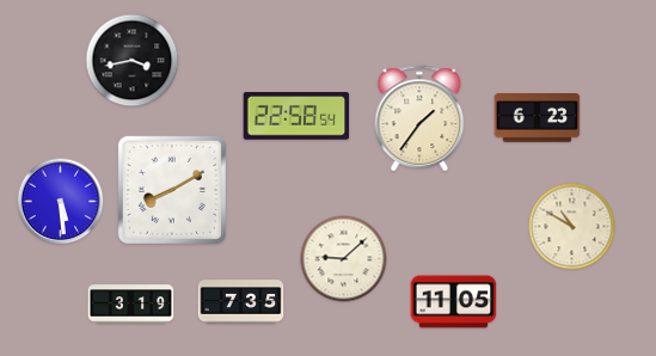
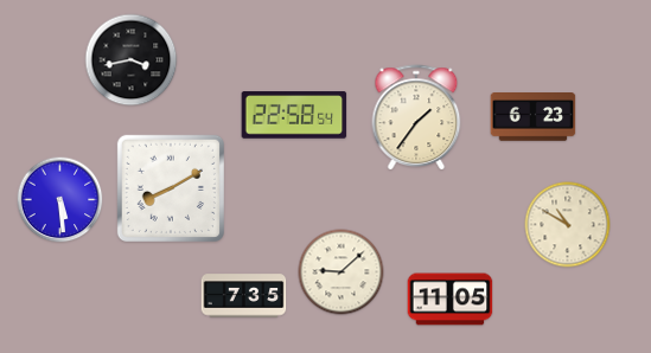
clock at (344, 259) position: (344, 259) -> (342, 272)
clock at (241, 302) position: (241, 302) -> (244, 296)
clock at (131, 305): 3:19 -> none
